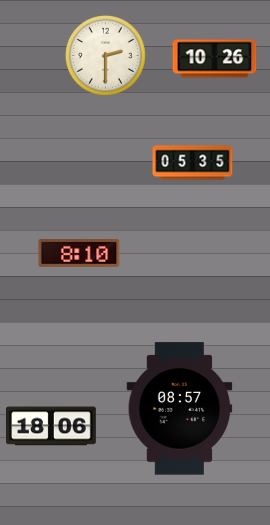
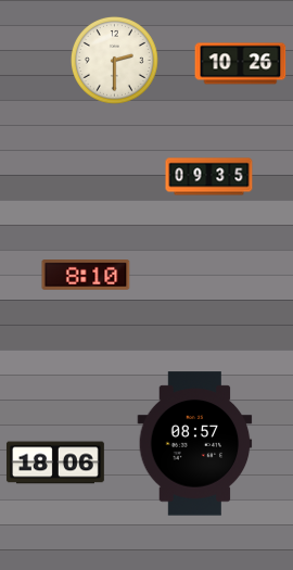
clock at (215, 59) position: (215, 59) -> (241, 64)
clock at (193, 163): 05:35 -> 09:35
